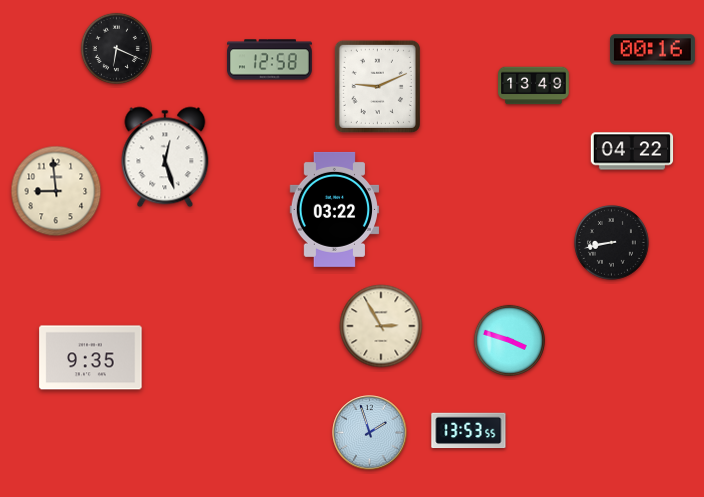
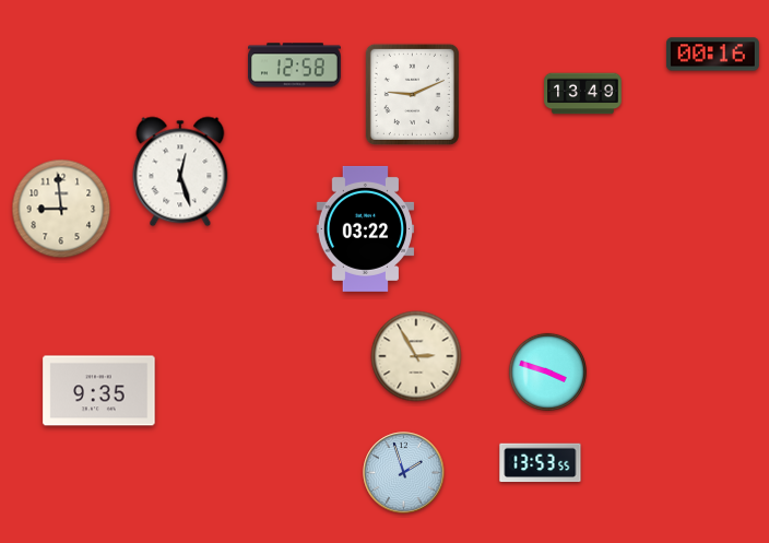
clock at (116, 48): 6:19 -> none
clock at (632, 151): 04:22 -> none
clock at (611, 242): 8:43 -> none
clock at (509, 340) position: (509, 340) -> (547, 371)
clock at (469, 431) position: (469, 431) -> (541, 463)
